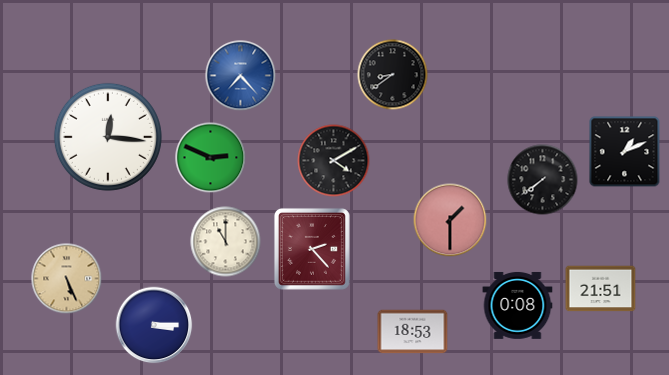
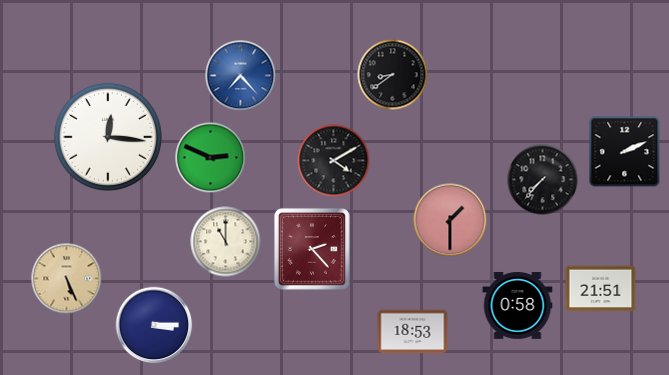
clock at (625, 152): 1:11 -> 2:11
clock at (543, 180): 7:39 -> 7:37
clock at (518, 305): 0:08 -> 0:58
